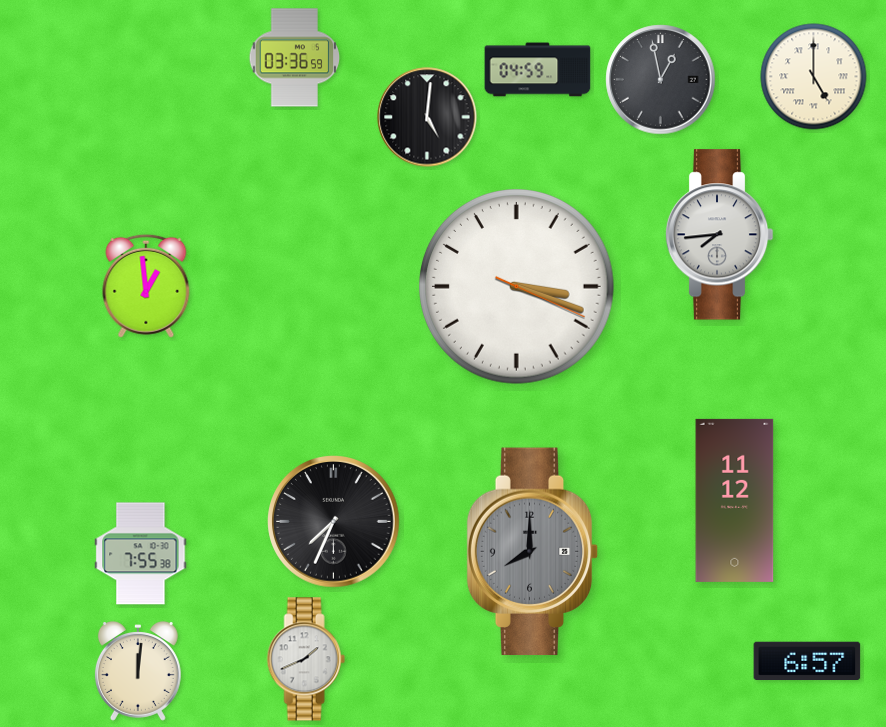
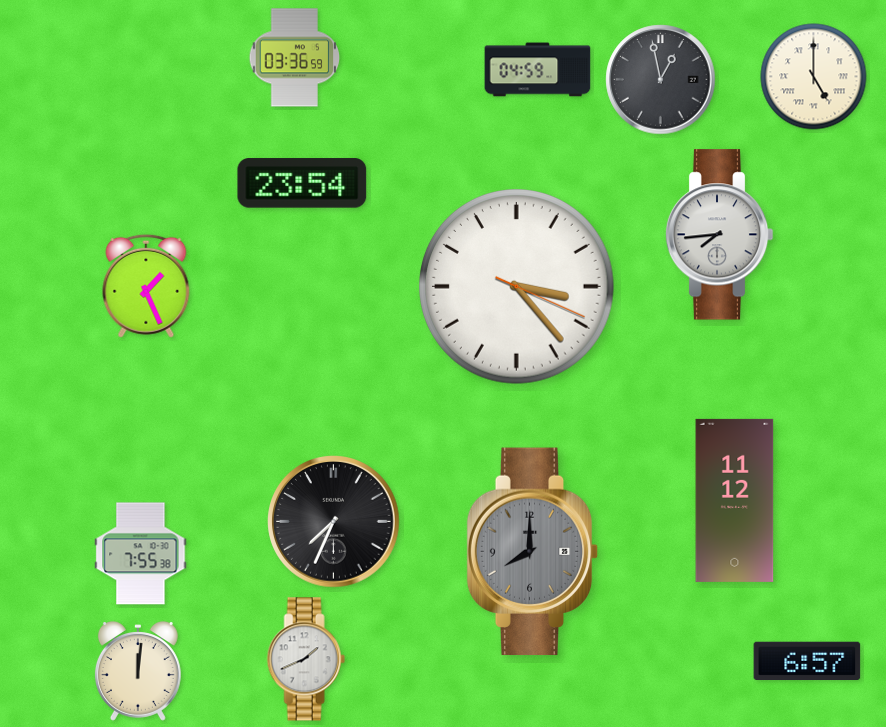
clock at (427, 117): 5:01 -> none
clock at (302, 183): none -> 23:54
clock at (146, 286): 12:59 -> 1:26
clock at (517, 287): 3:18 -> 3:23
